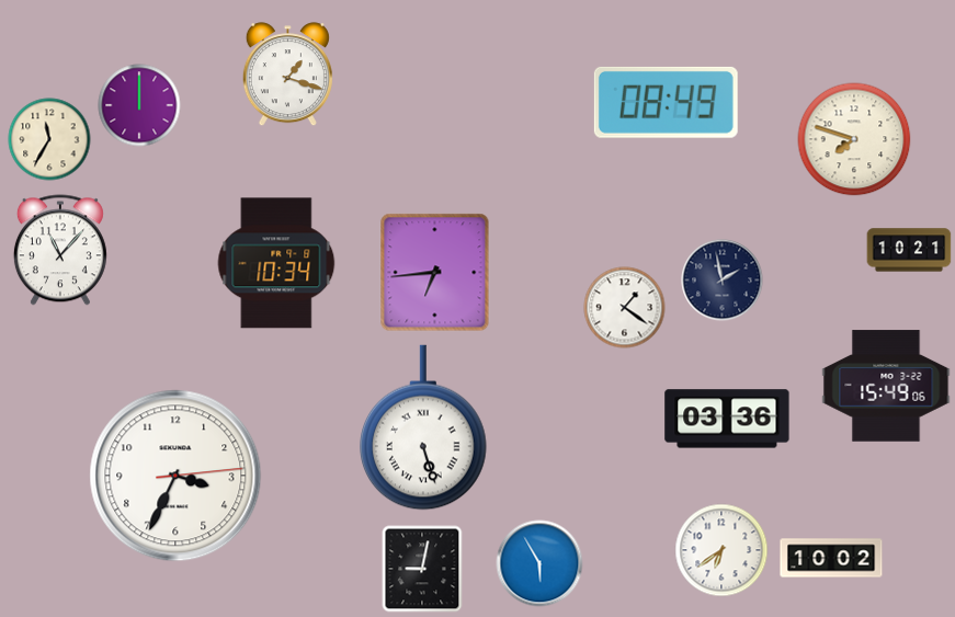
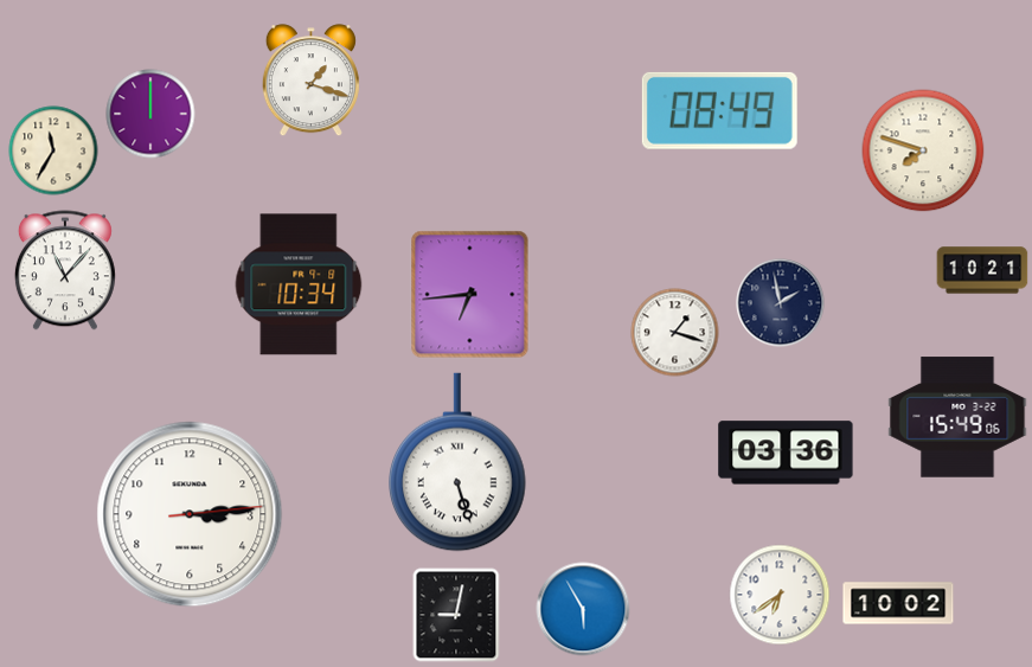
clock at (625, 308): 1:21 -> 1:18
clock at (175, 476): 3:34 -> 3:14
